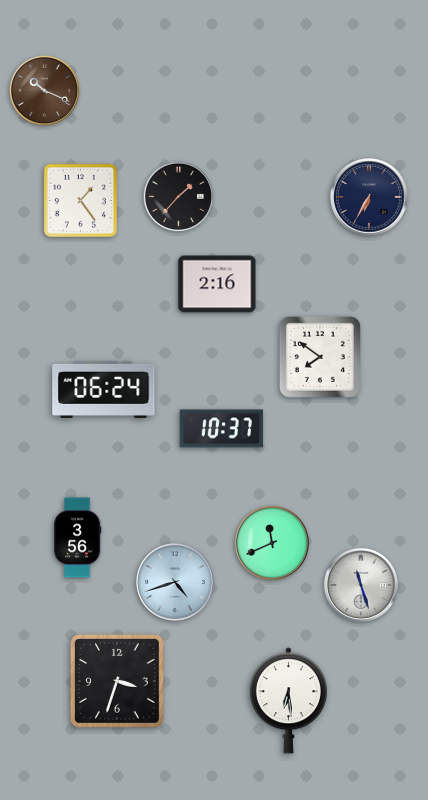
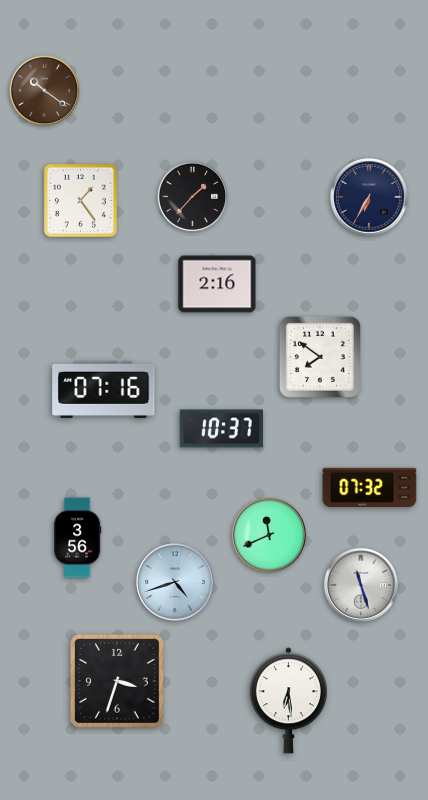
clock at (45, 91): 10:19 -> 10:21
clock at (179, 197) position: (179, 197) -> (193, 197)
clock at (104, 389): 06:24 -> 07:16
clock at (370, 487): none -> 07:32
clock at (272, 543) position: (272, 543) -> (269, 535)
